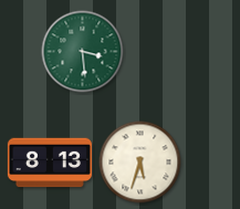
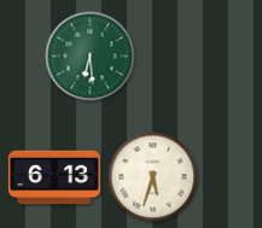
clock at (83, 52): 3:29 -> 6:29
clock at (50, 163): 8:13 -> 6:13
